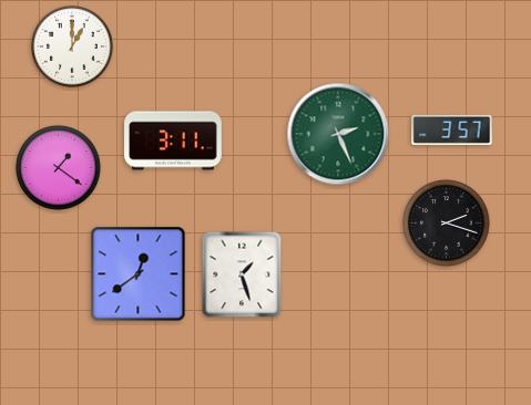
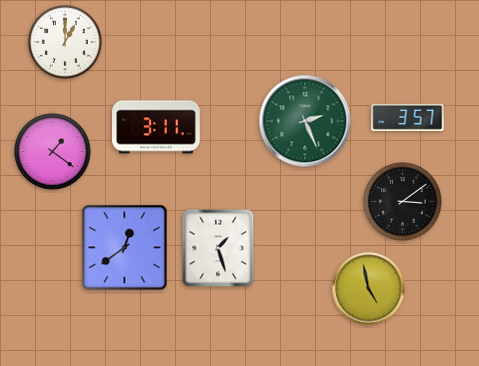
clock at (447, 224): 2:18 -> 3:09
clock at (369, 289): none -> 4:58
